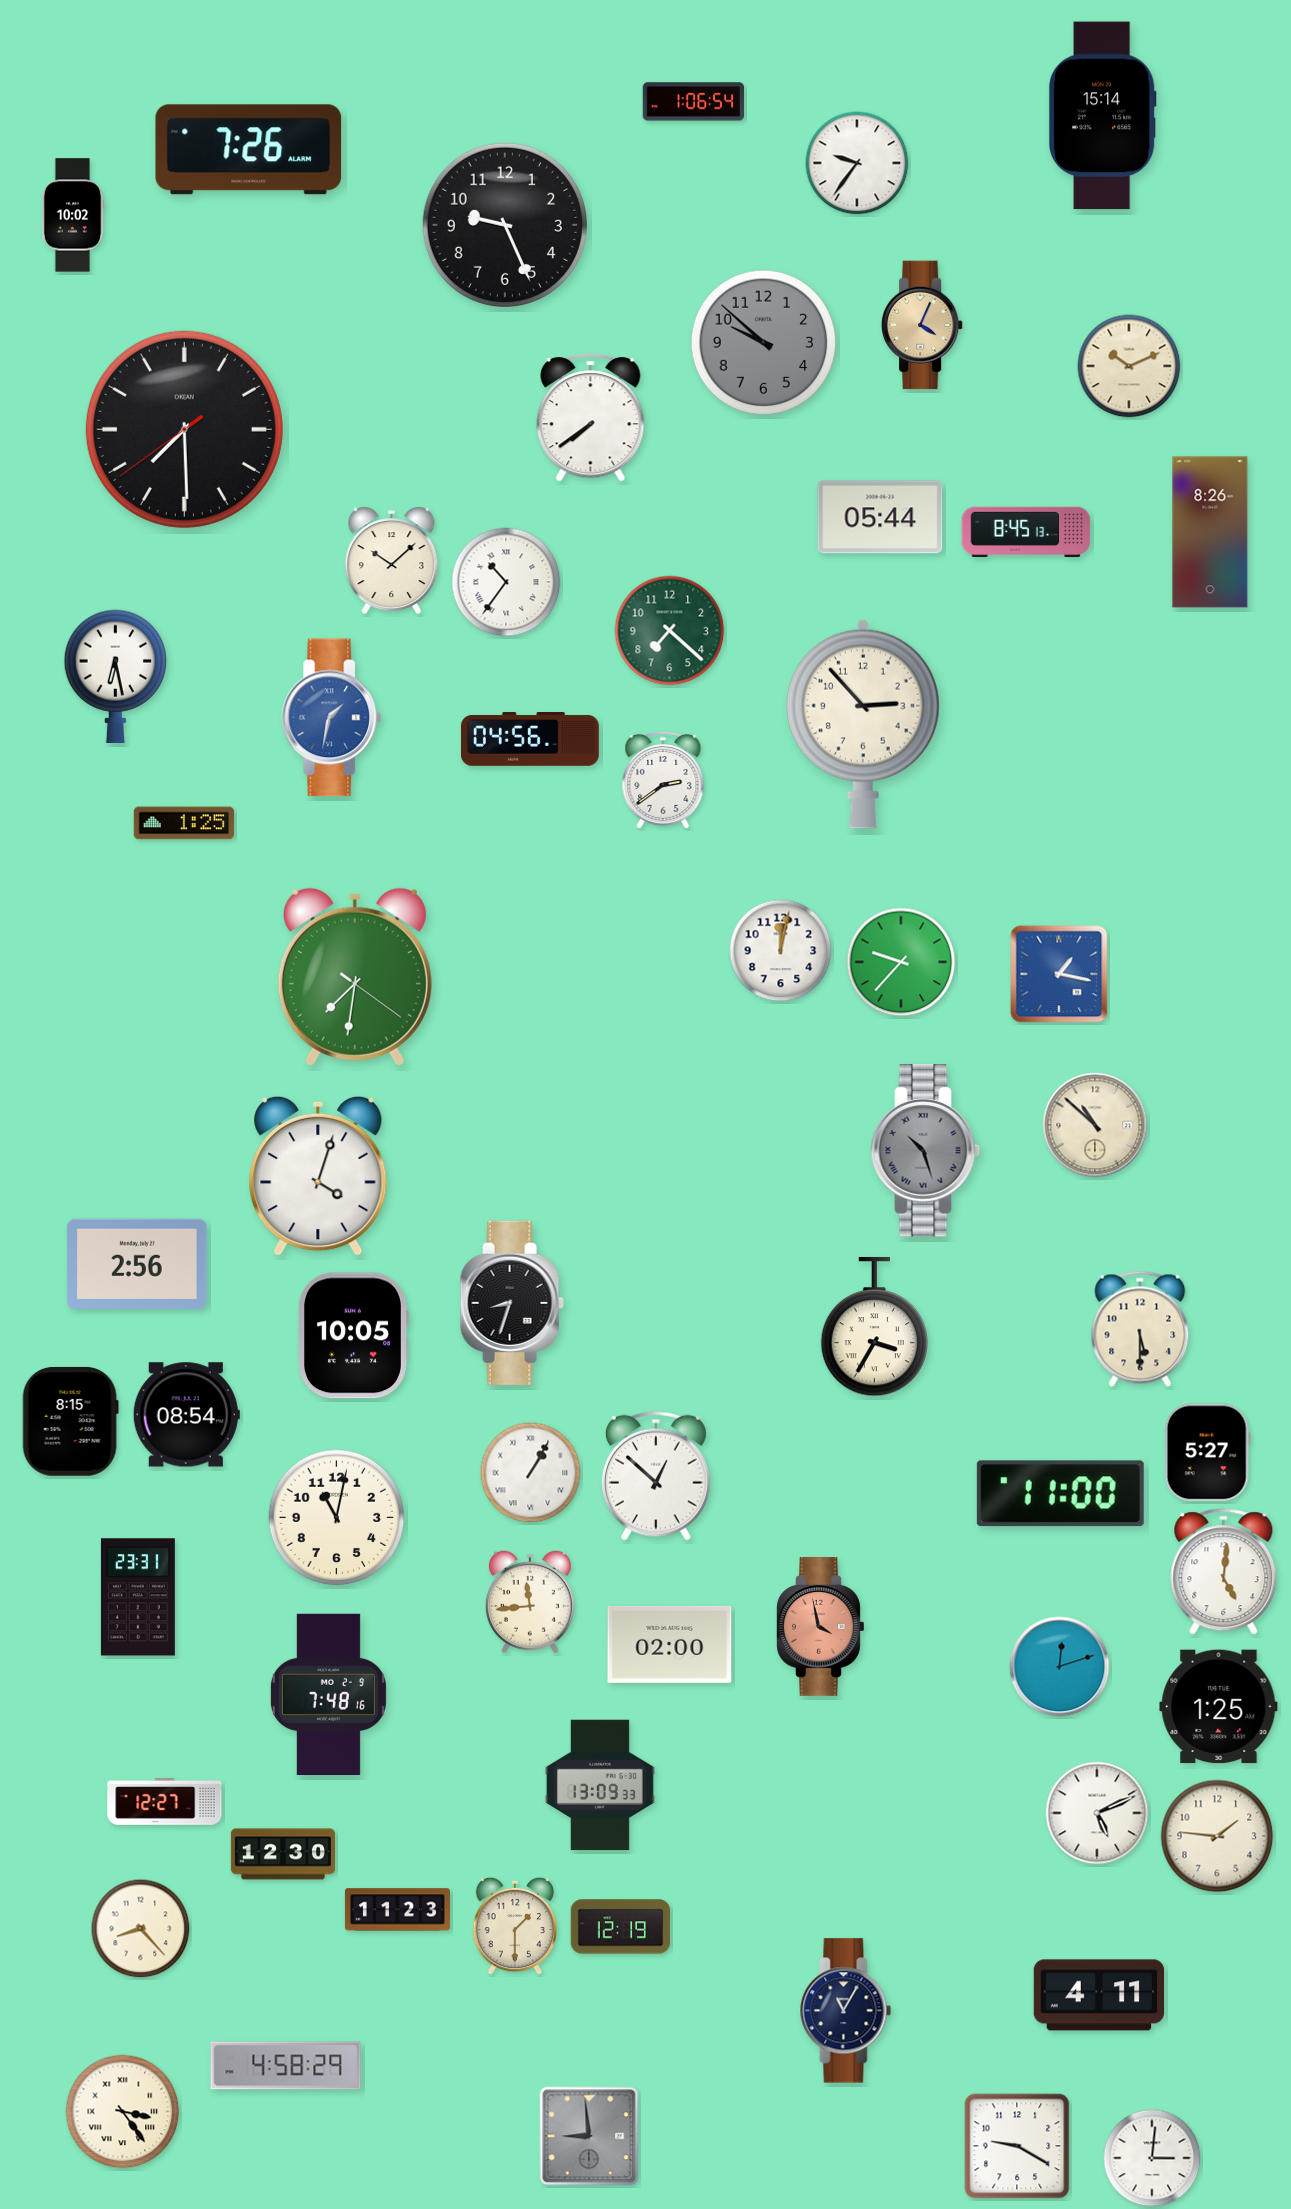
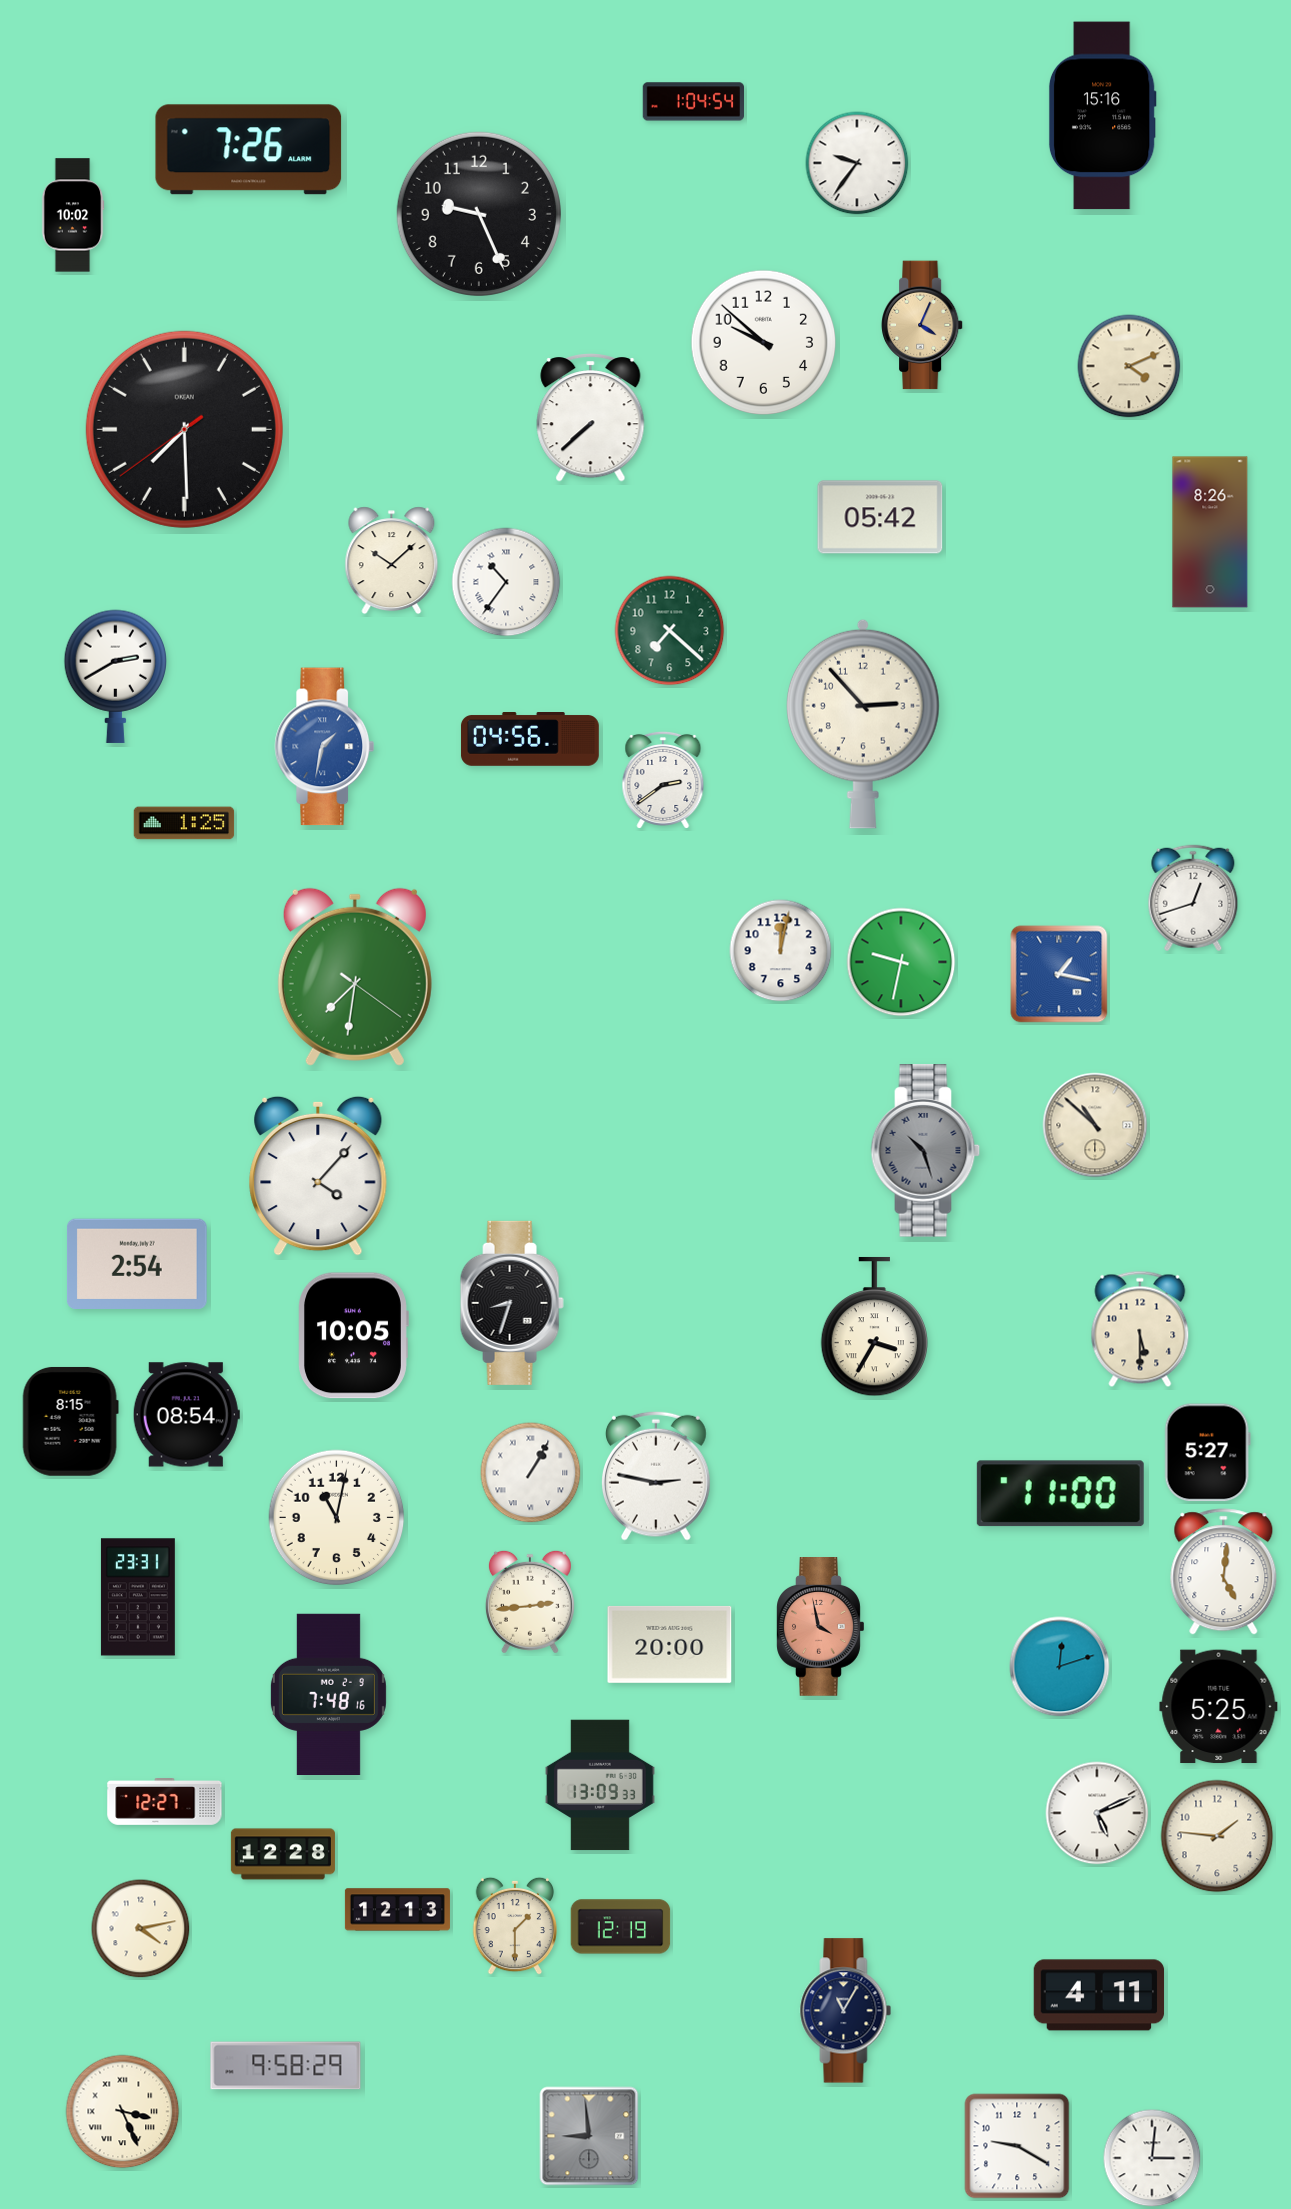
clock at (694, 102): 1:06 -> 1:04
clock at (1102, 116): 15:14 -> 15:16
clock at (505, 225) position: (505, 225) -> (479, 214)
clock at (764, 343) dial: grey -> white
clock at (1129, 366): 10:11 -> 4:11
clock at (591, 418): 7:39 -> 7:38
clock at (880, 517): 05:44 -> 05:42
clock at (1026, 531): 8:45 -> none
clock at (116, 676): 6:28 -> 2:40
clock at (332, 718) position: (332, 718) -> (325, 747)
clock at (1193, 898): none -> 12:42
clock at (901, 962): 9:37 -> 9:32
clock at (318, 1176): 4:03 -> 4:07
clock at (137, 1263): 2:56 -> 2:54
clock at (656, 1476): 12:52 -> 2:47
clock at (530, 1602): 11:44 -> 2:44
clock at (670, 1644): 02:00 -> 20:00
clock at (1219, 1707): 1:25 -> 5:25
clock at (283, 1854): 12:30 -> 12:28
clock at (397, 1910): 11:23 -> 12:13
clock at (141, 1929): 8:23 -> 4:13
clock at (286, 2066): 4:58 -> 9:58
clock at (123, 2112): 3:24 -> 3:26
